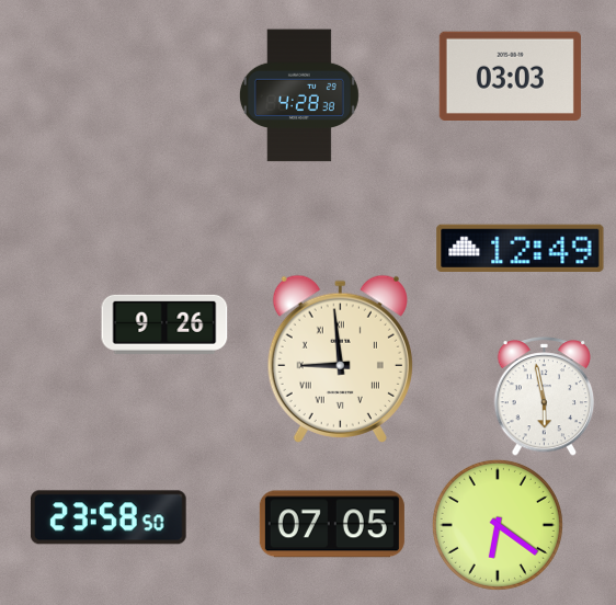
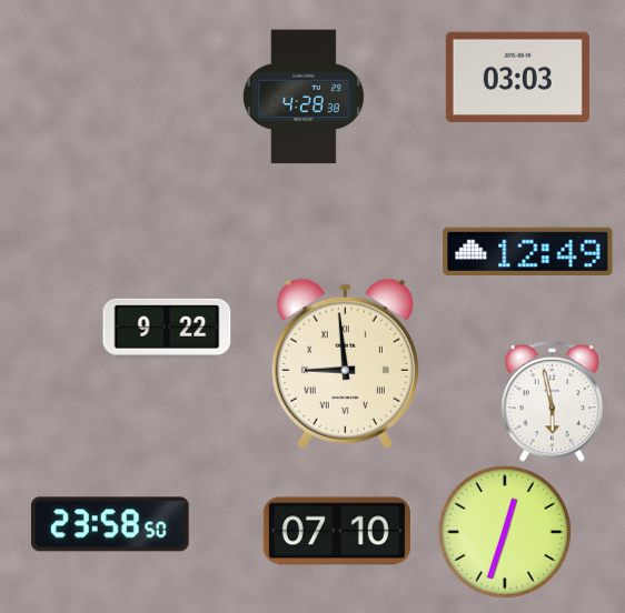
clock at (164, 324): 9:26 -> 9:22
clock at (332, 524): 07:05 -> 07:10
clock at (498, 525): 6:21 -> 12:33
